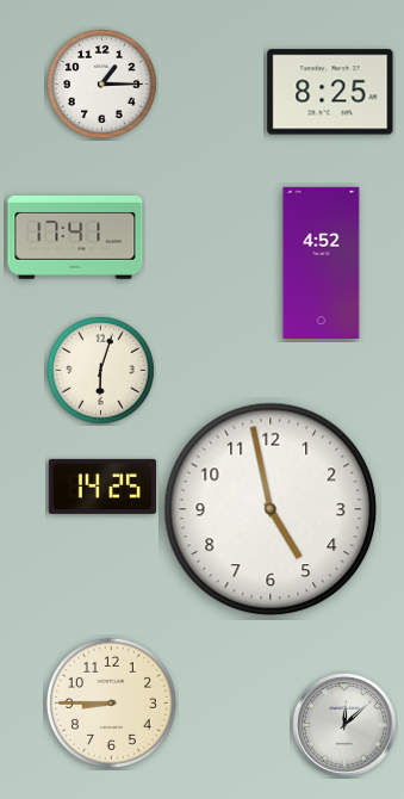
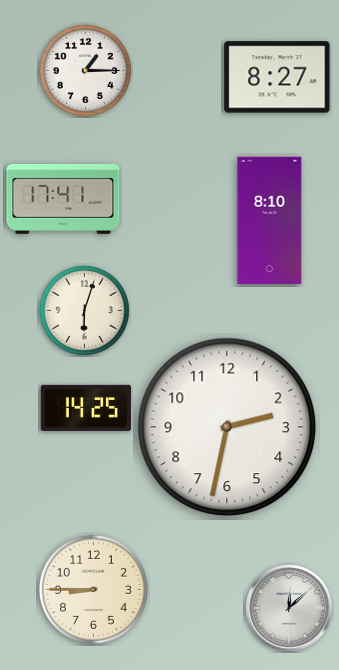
clock at (330, 92): 8:25 -> 8:27
clock at (322, 262): 4:52 -> 8:10
clock at (271, 509): 4:58 -> 2:32
